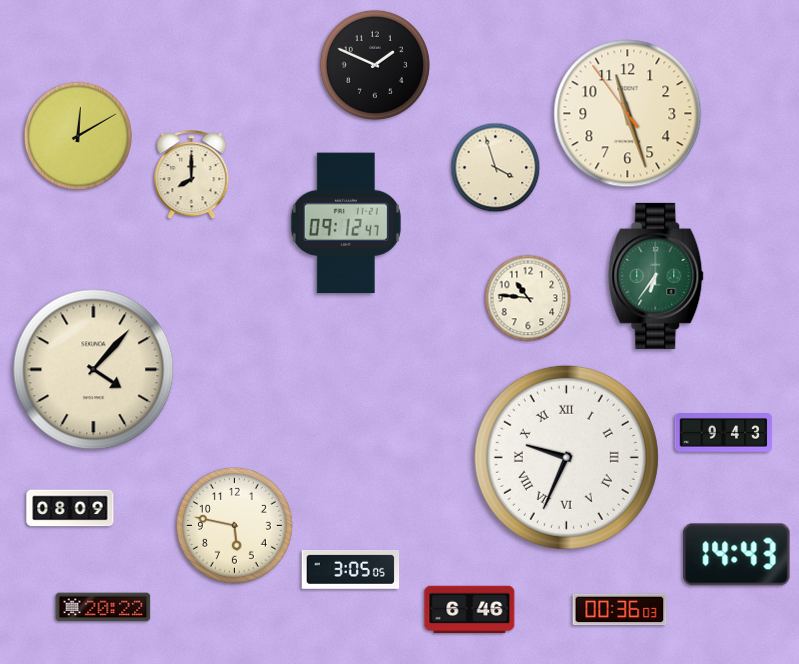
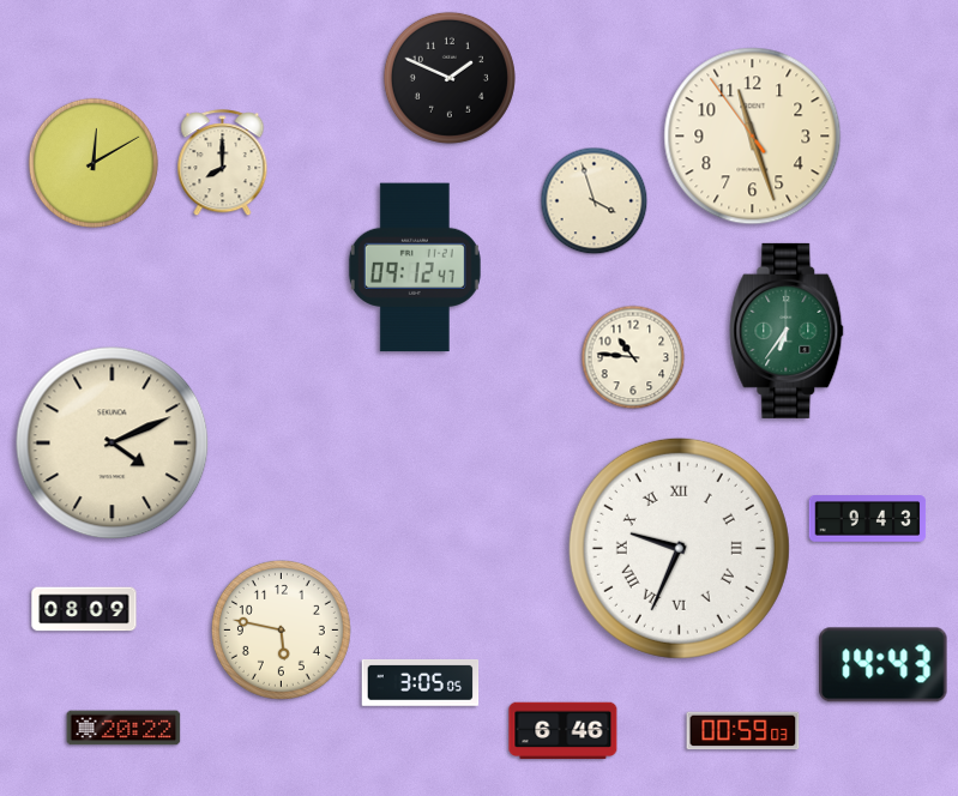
clock at (192, 175) position: (192, 175) -> (223, 163)
clock at (94, 370): 4:07 -> 4:11
clock at (620, 610): 00:36 -> 00:59
